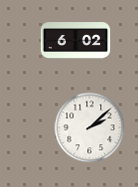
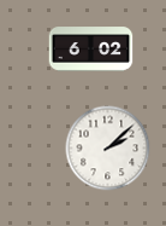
clock at (90, 128) position: (90, 128) -> (108, 149)
